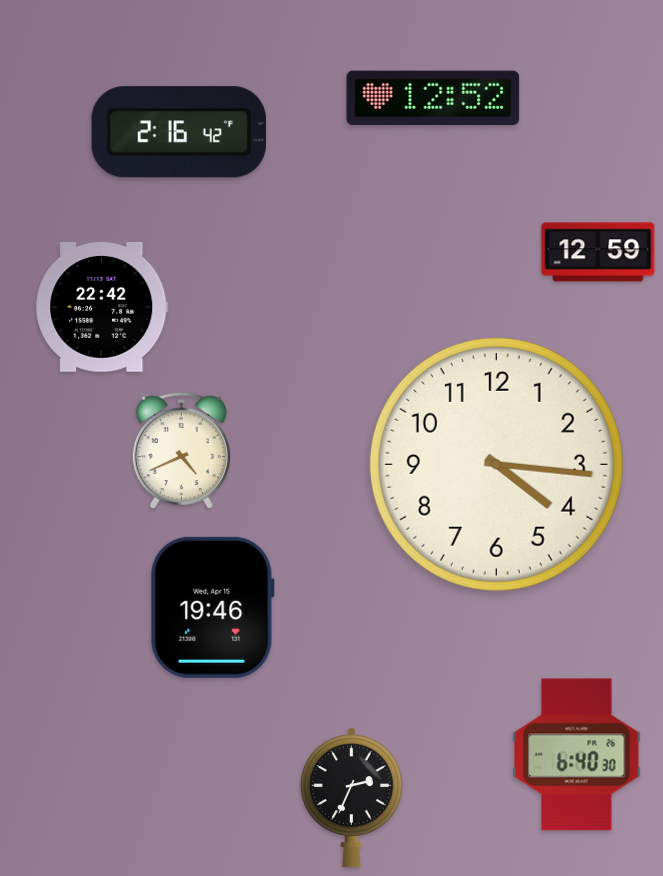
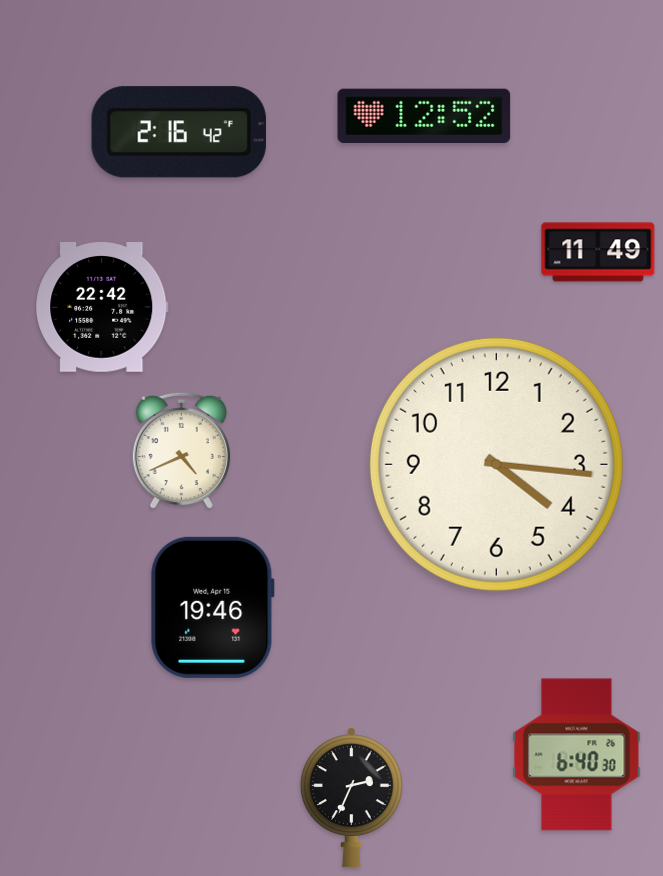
clock at (433, 98) position: (433, 98) -> (424, 116)
clock at (598, 252): 12:59 -> 11:49
